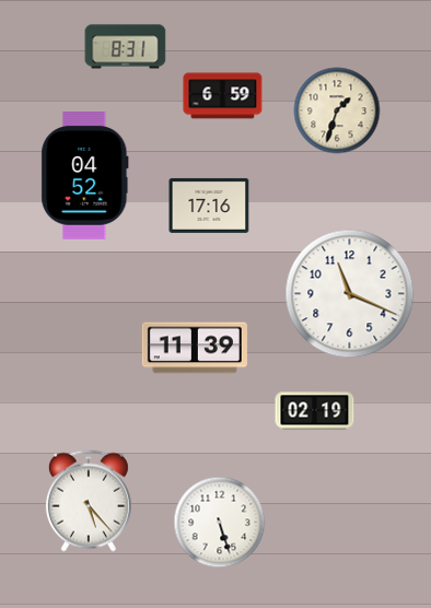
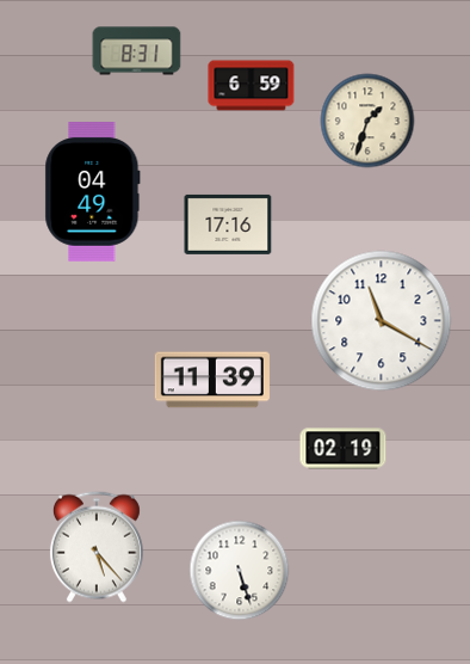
clock at (223, 96) position: (223, 96) -> (252, 86)
clock at (85, 176): 04:52 -> 04:49
clock at (350, 294): 11:19 -> 11:20
